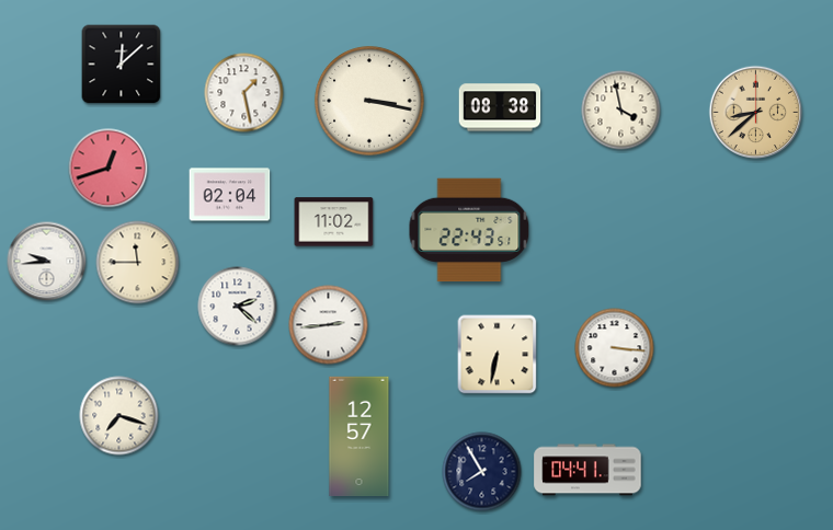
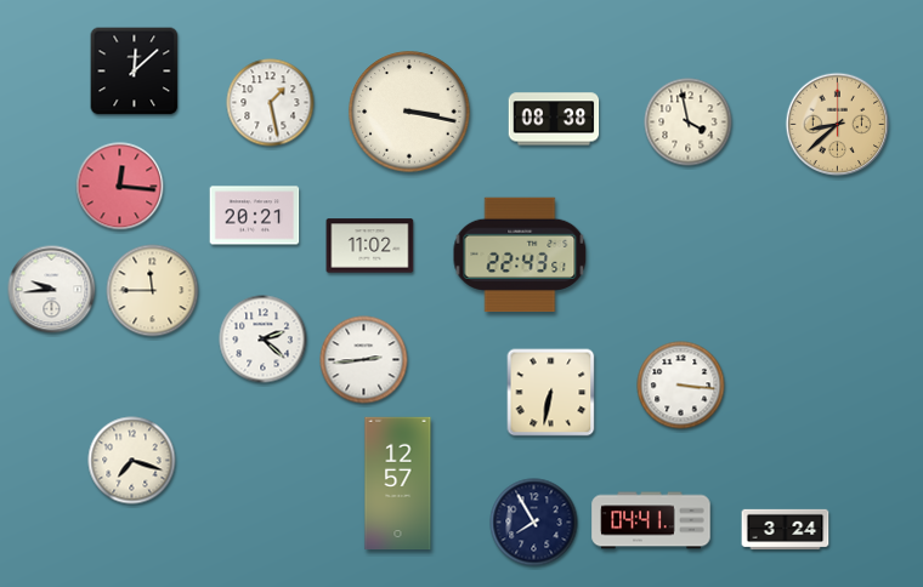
clock at (109, 169): 12:42 -> 12:16
clock at (230, 195): 02:04 -> 20:21
clock at (786, 529): none -> 3:24
